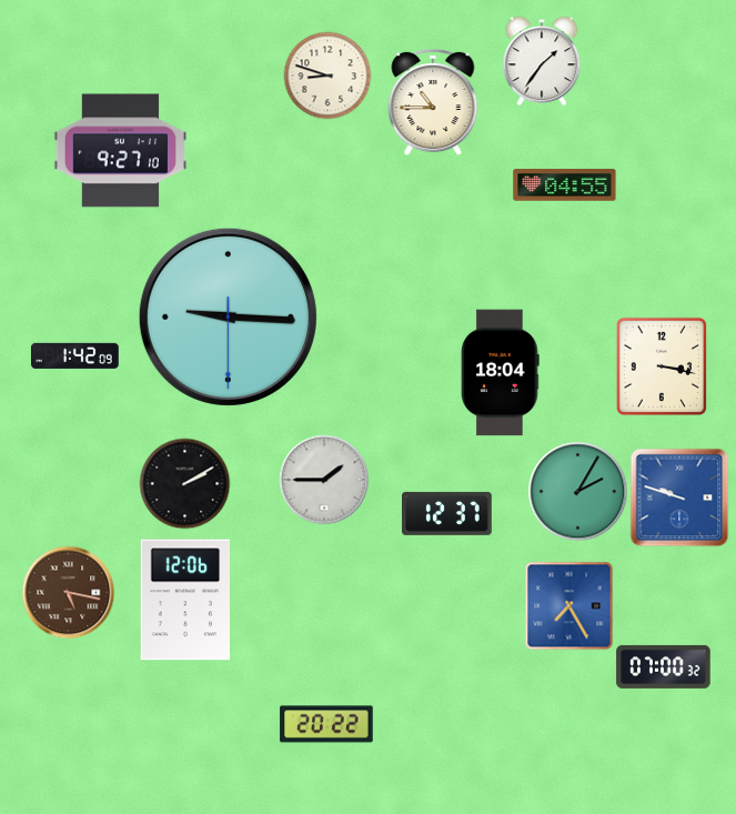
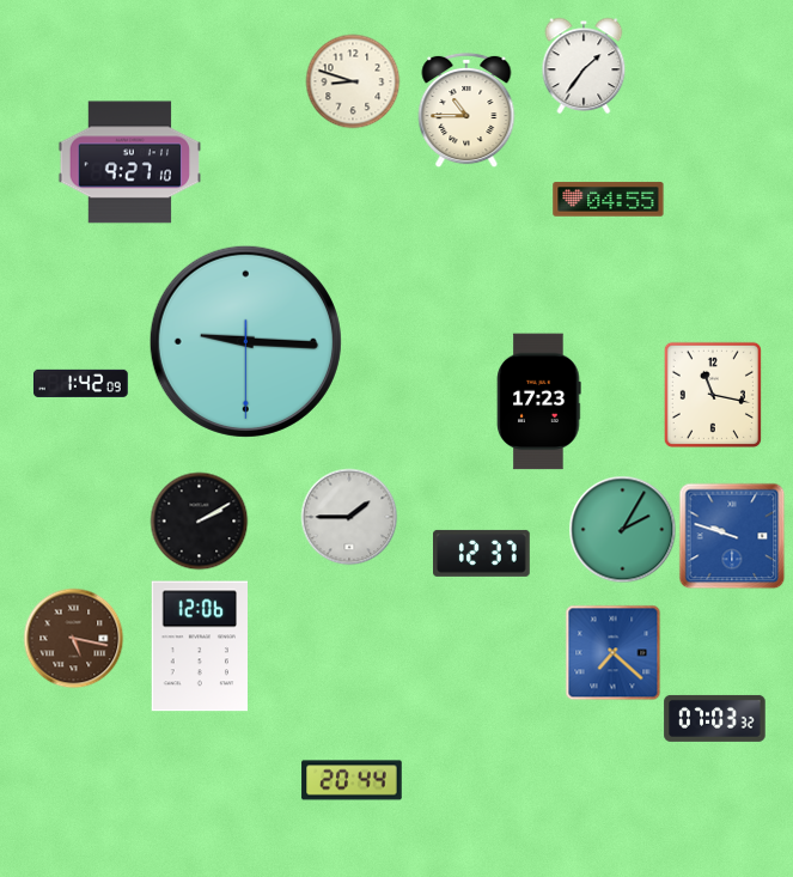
clock at (662, 365): 3:17 -> 11:17
clock at (501, 373): 18:04 -> 17:23
clock at (568, 605): 7:25 -> 7:22
clock at (664, 666): 07:00 -> 07:03
clock at (326, 724): 20:22 -> 20:44
